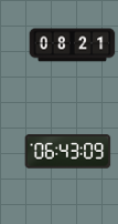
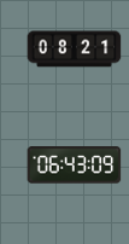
clock at (72, 45) position: (72, 45) -> (74, 50)
